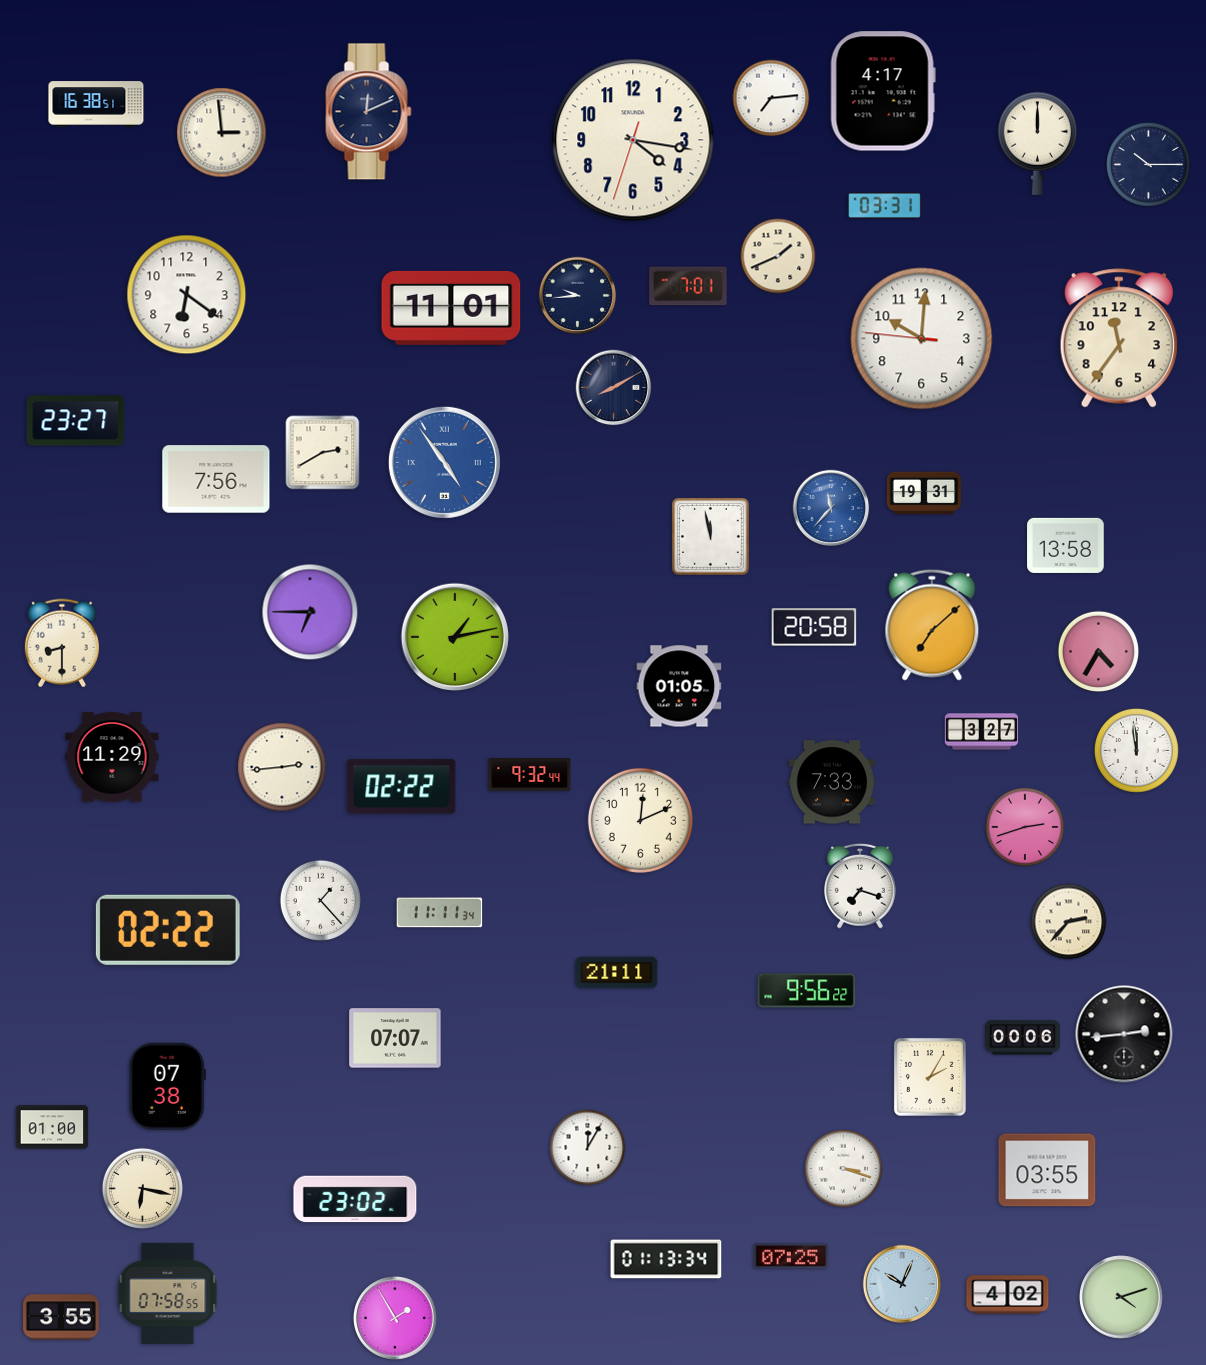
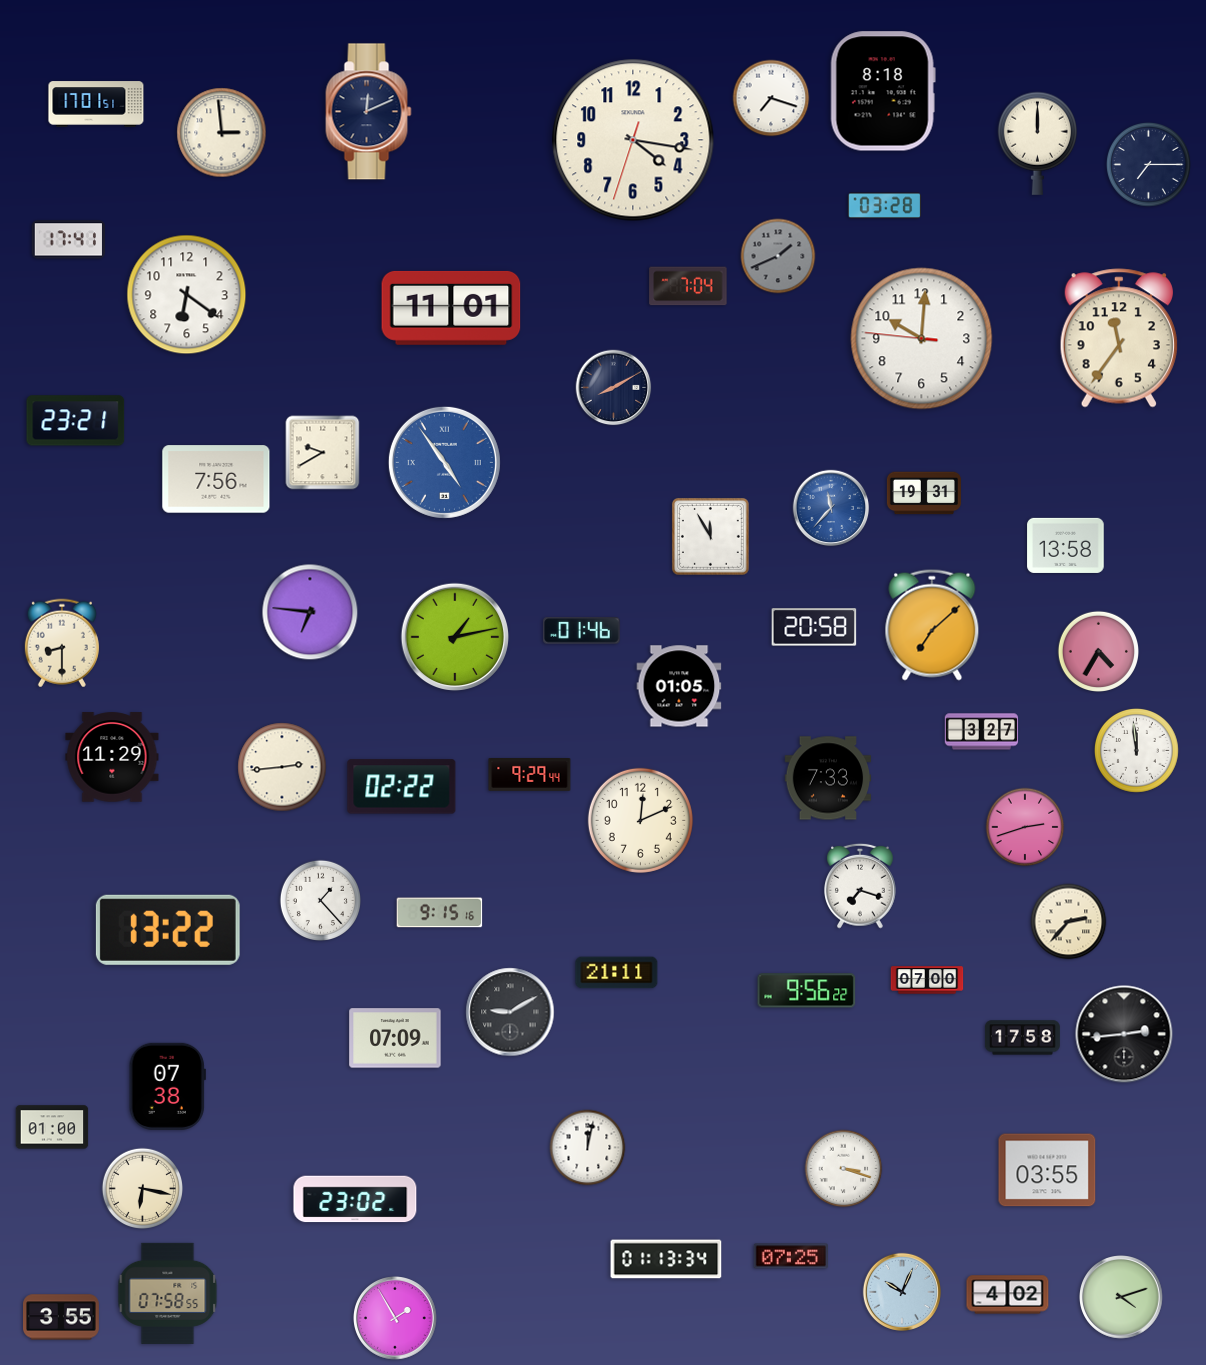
clock at (883, 91): 4:17 -> 8:18
clock at (771, 98): 7:14 -> 7:18
clock at (96, 104): 16:38 -> 17:01
clock at (1148, 164): 10:15 -> 7:15
clock at (884, 206): 03:31 -> 03:28
clock at (68, 240): none -> 17:41
clock at (778, 256) dial: cream -> grey
clock at (688, 286): 7:01 -> 7:04
clock at (577, 295): 9:44 -> none
clock at (76, 421): 23:27 -> 23:21
clock at (323, 453): 2:40 -> 9:40
clock at (710, 536): 11:58 -> 11:55
clock at (310, 612): 6:45 -> 6:46
clock at (582, 631): none -> 01:46
clock at (530, 775): 9:32 -> 9:29
clock at (832, 782) position: (832, 782) -> (828, 778)
clock at (440, 913): 11:11 -> 9:15
clock at (168, 930): 02:22 -> 13:22
clock at (927, 980): none -> 07:00
clock at (510, 1012): none -> 9:10
clock at (395, 1038): 07:07 -> 07:09
clock at (1022, 1038): 00:06 -> 17:58
clock at (930, 1077): 2:05 -> none
clock at (588, 1148): 12:05 -> 12:02
clock at (902, 1284) position: (902, 1284) -> (902, 1292)
